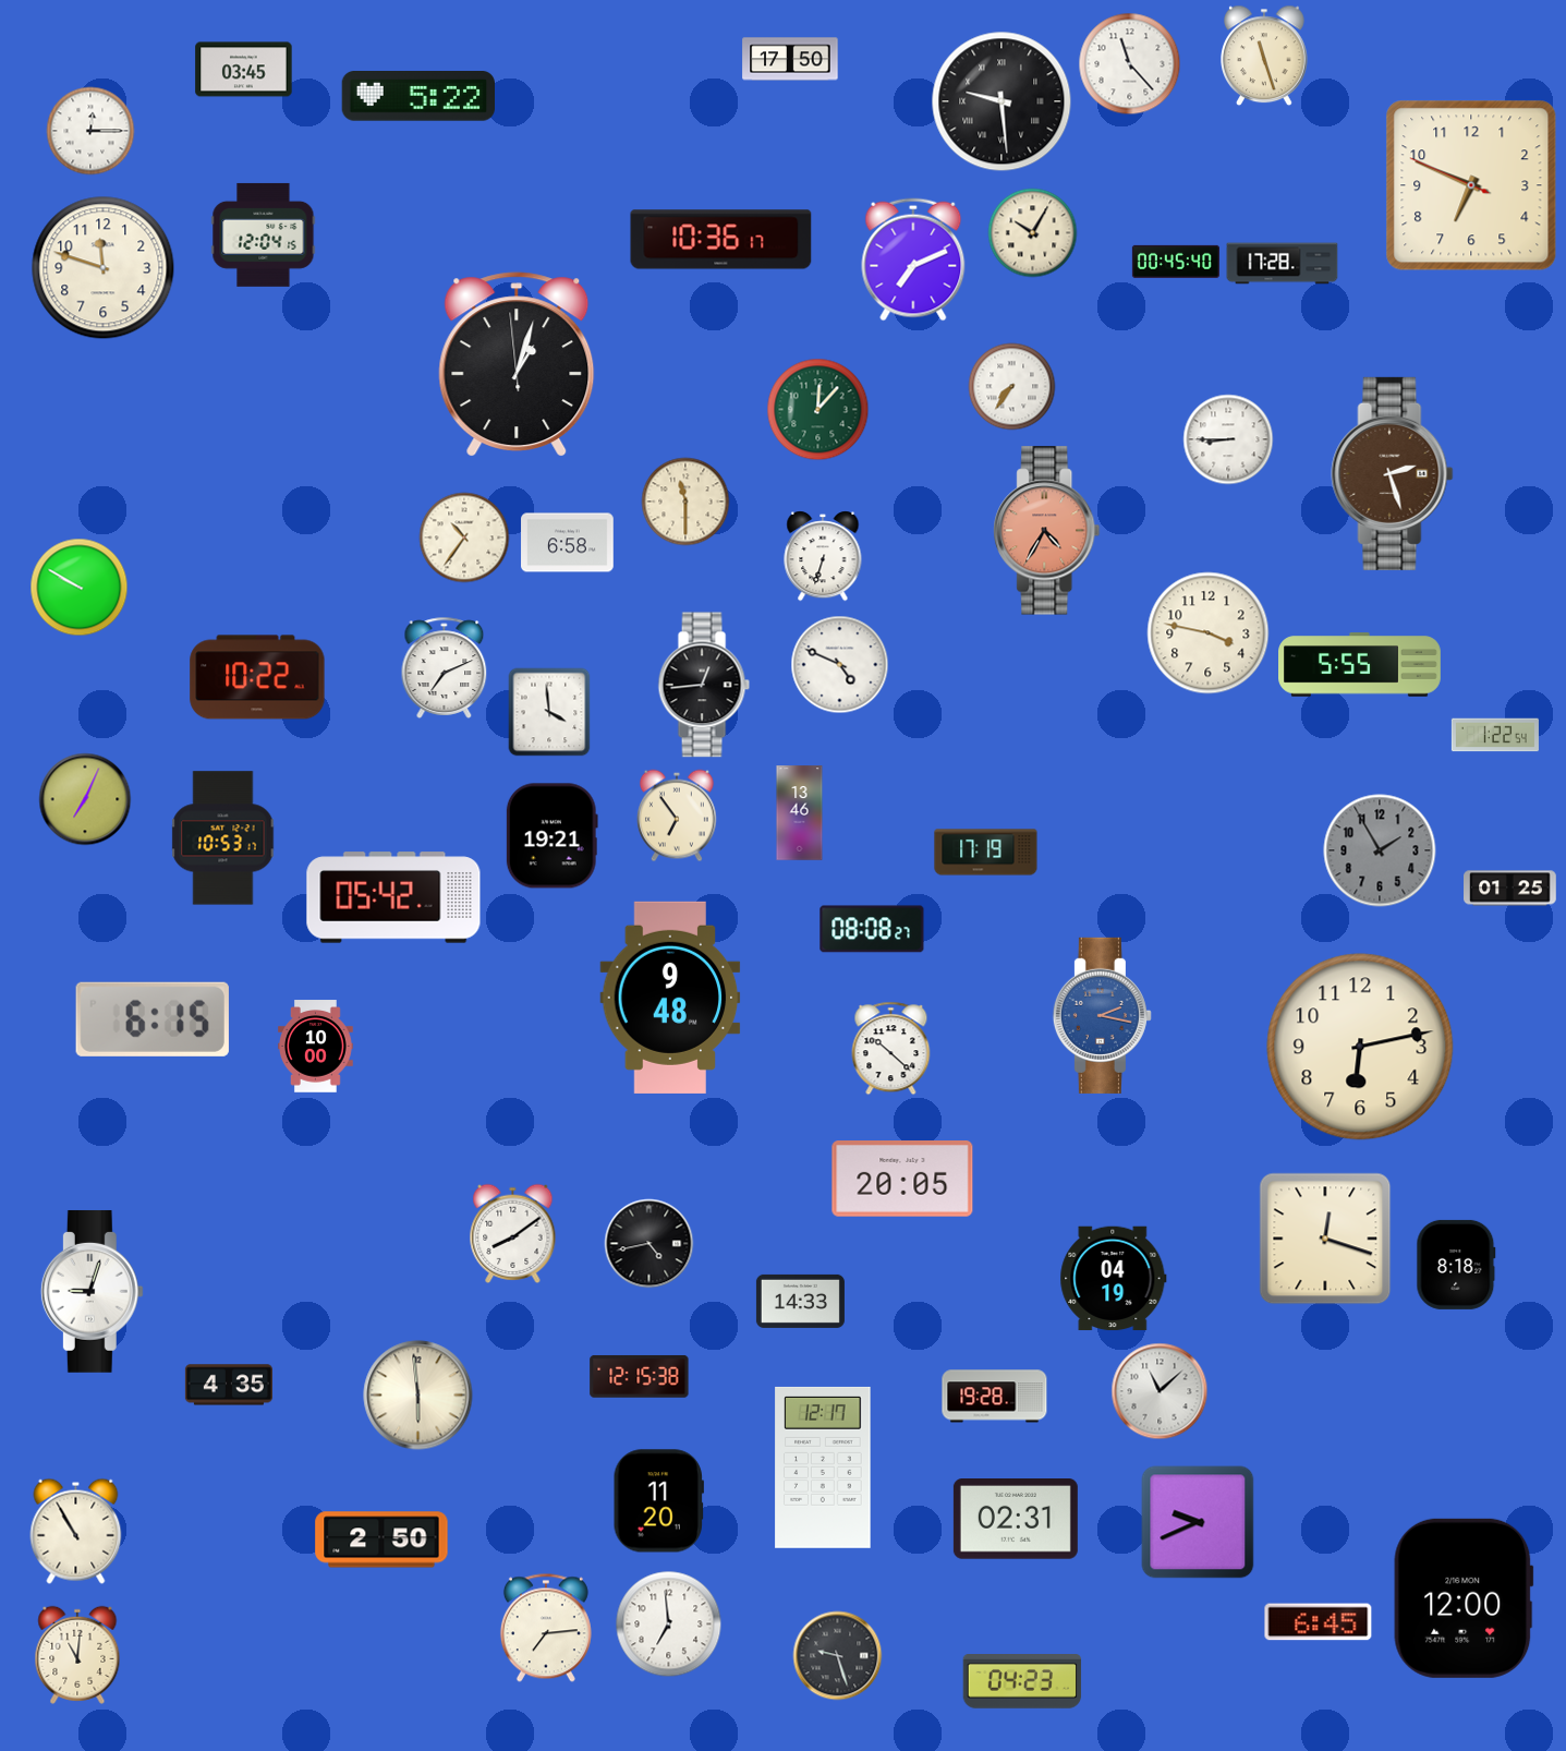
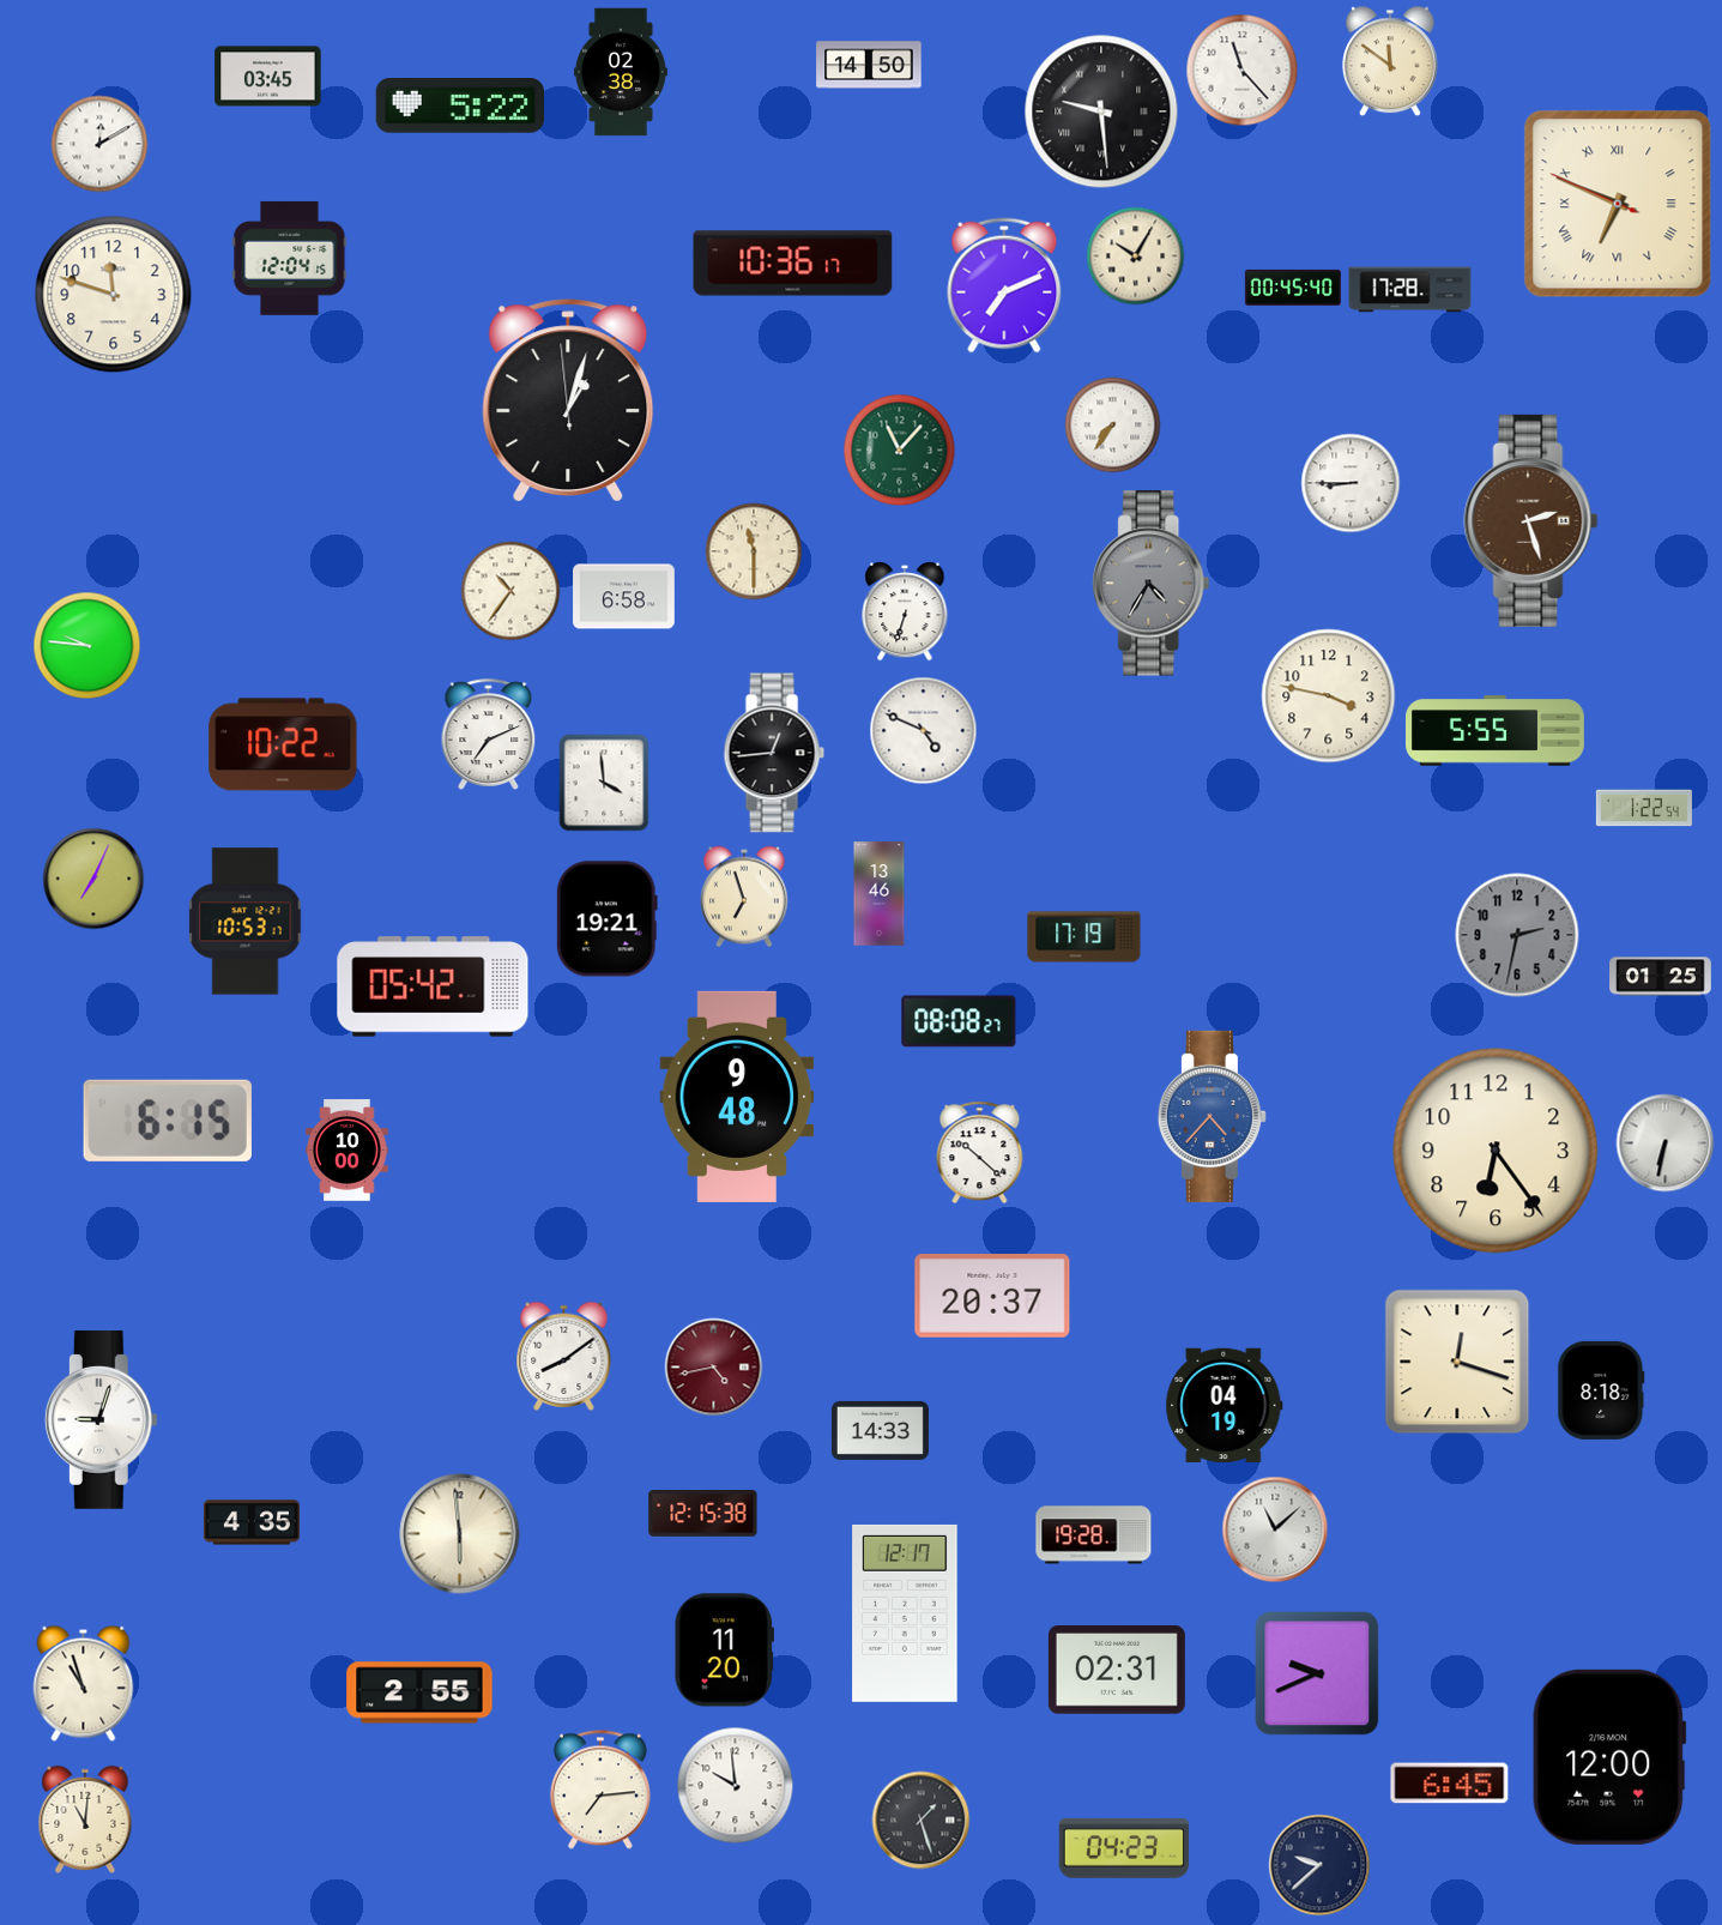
clock at (1265, 56): 11:27 -> 11:51
clock at (790, 59): 17:50 -> 14:50
clock at (621, 72): none -> 02:38
clock at (90, 131): 12:15 -> 12:10
clock at (1471, 185) numerals: Arabic -> Roman
clock at (818, 410): 12:07 -> 11:07
clock at (1047, 531) dial: salmon -> grey
clock at (80, 588): 9:50 -> 9:46
clock at (677, 816): 6:54 -> 6:57
clock at (1380, 850): 1:55 -> 2:32
clock at (1102, 1015): 2:17 -> 4:37
clock at (1666, 1143): none -> 6:32
clock at (1360, 1047): 6:13 -> 6:24
clock at (902, 1180): 20:05 -> 20:37
clock at (650, 1244) dial: black -> burgundy
clock at (76, 1531): 10:55 -> 10:57
clock at (381, 1539): 2:50 -> 2:55
clock at (669, 1625): 6:59 -> 9:59
clock at (838, 1656): 9:27 -> 1:27
clock at (1319, 1865): none -> 9:38
